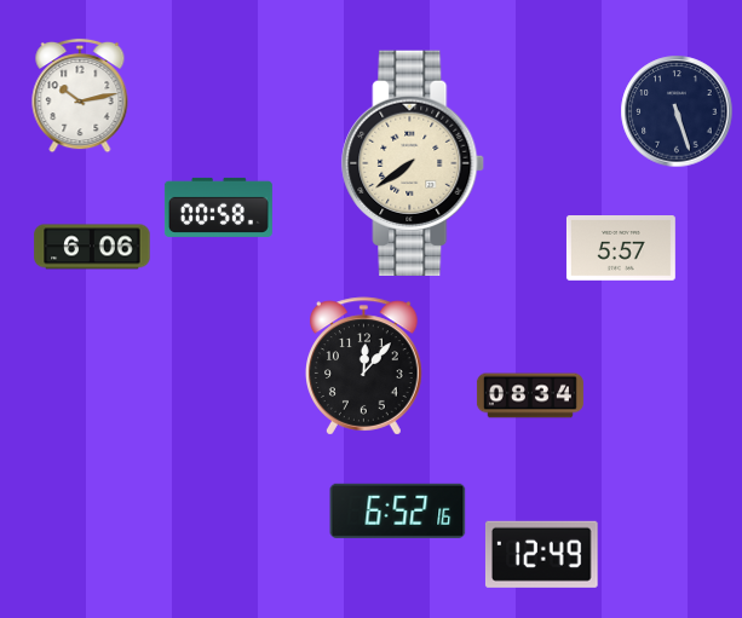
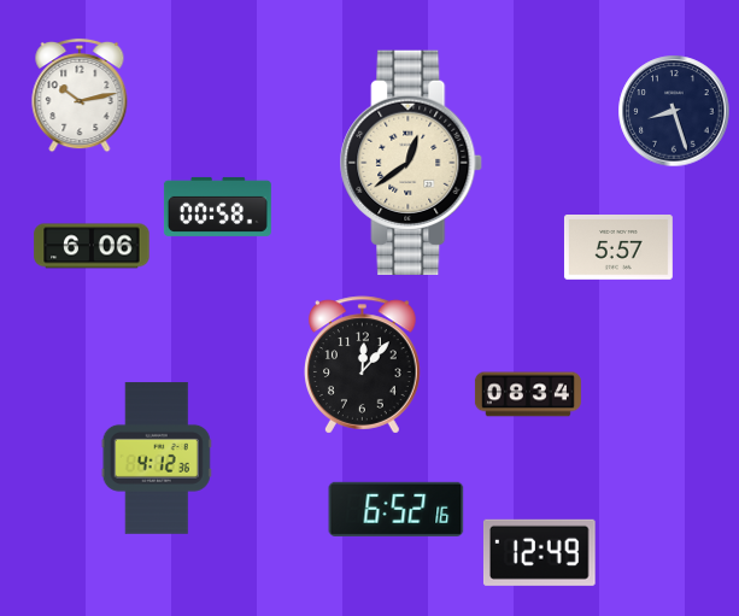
clock at (677, 111): 5:27 -> 8:27
clock at (414, 162): 7:39 -> 12:39
clock at (157, 459): none -> 4:12
